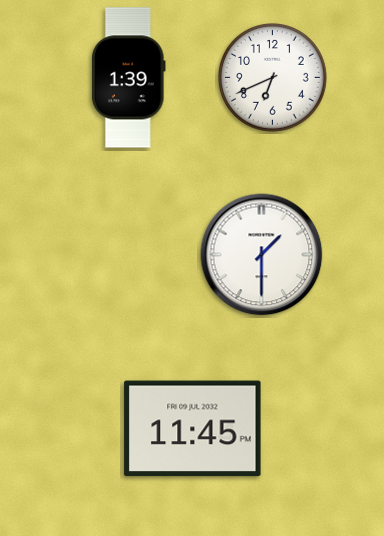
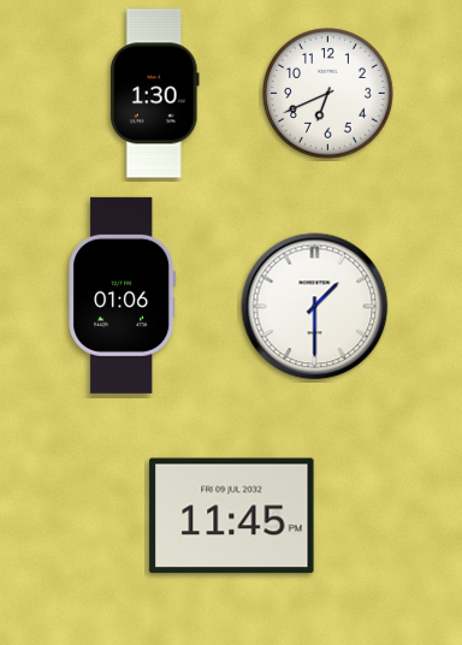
clock at (129, 78): 1:39 -> 1:30
clock at (123, 295): none -> 01:06
